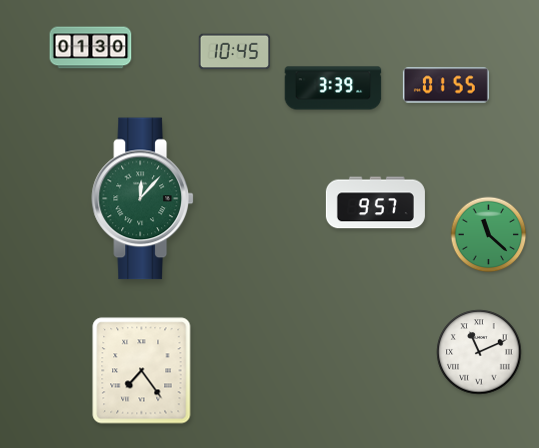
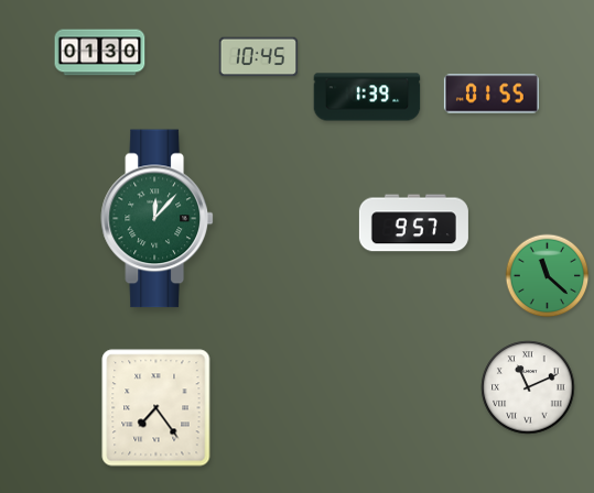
clock at (333, 88): 3:39 -> 1:39
clock at (489, 235) position: (489, 235) -> (548, 276)
